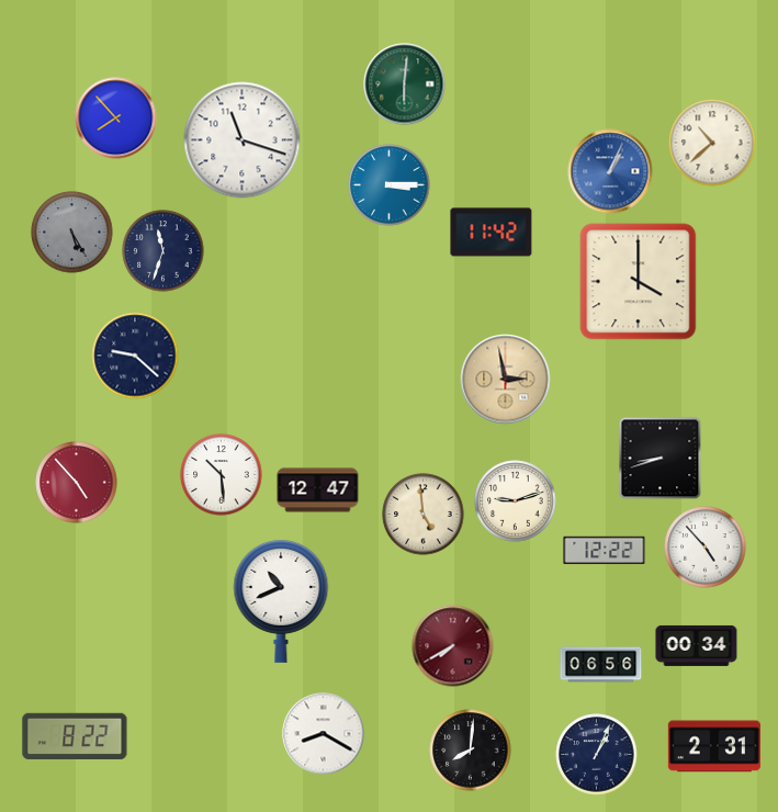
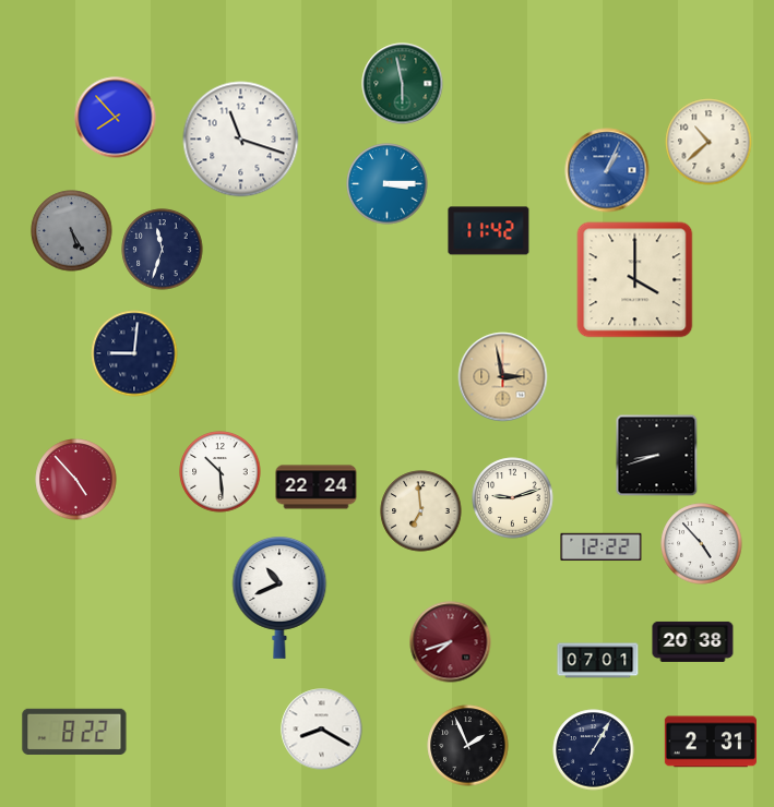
clock at (405, 84): 6:01 -> 5:58
clock at (135, 356): 9:22 -> 9:01
clock at (318, 490): 12:47 -> 22:24
clock at (424, 515): 4:59 -> 6:59
clock at (697, 645): 00:34 -> 20:38
clock at (453, 646): 7:40 -> 7:42
clock at (601, 665): 06:56 -> 07:01
clock at (471, 751): 8:01 -> 1:56
clock at (597, 755): 1:04 -> 1:05
